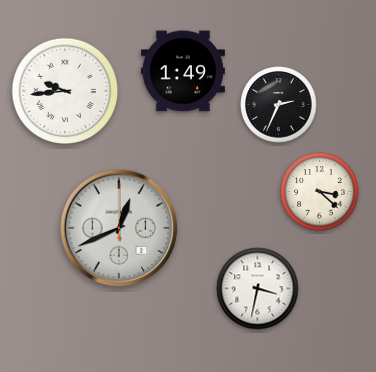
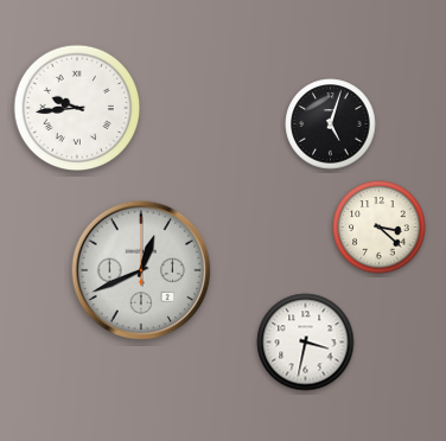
clock at (183, 71): 1:49 -> none
clock at (279, 105): 2:34 -> 5:03
